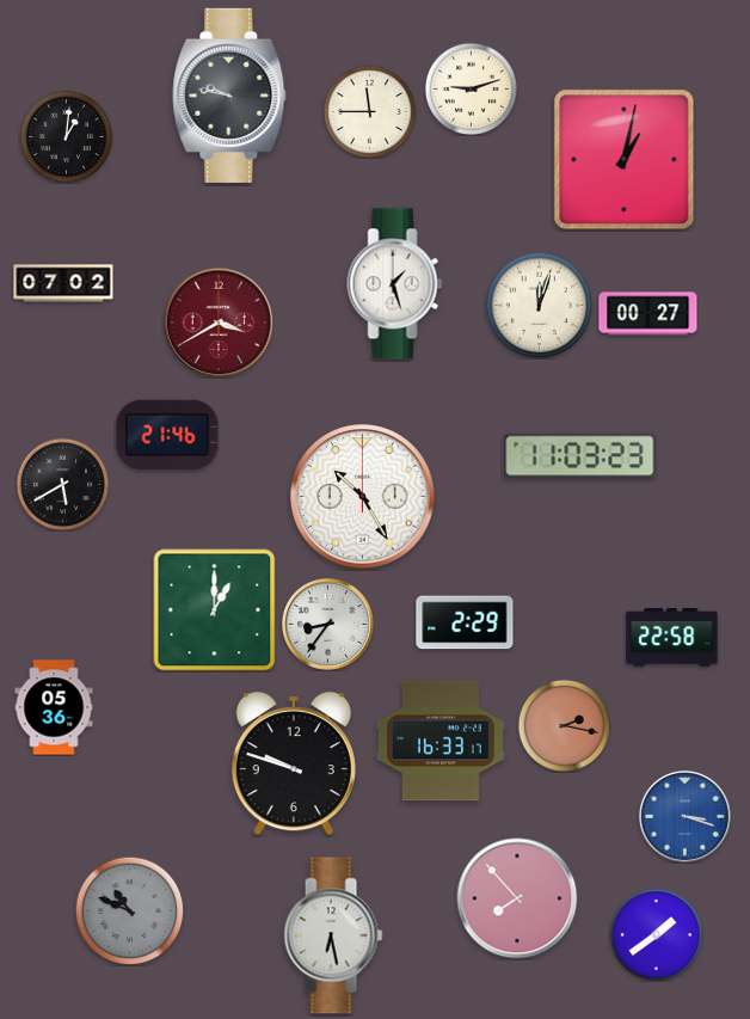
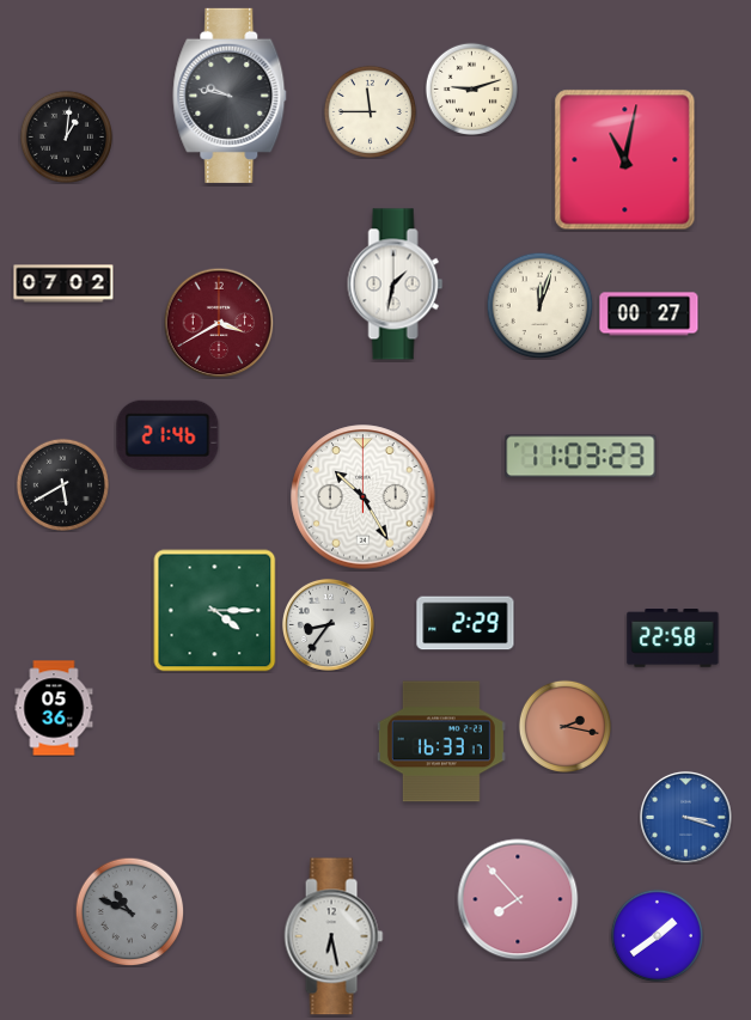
clock at (625, 160): 1:02 -> 11:02
clock at (395, 284): 1:27 -> 1:32
clock at (215, 610): 1:00 -> 4:15
clock at (294, 765): 9:48 -> none
